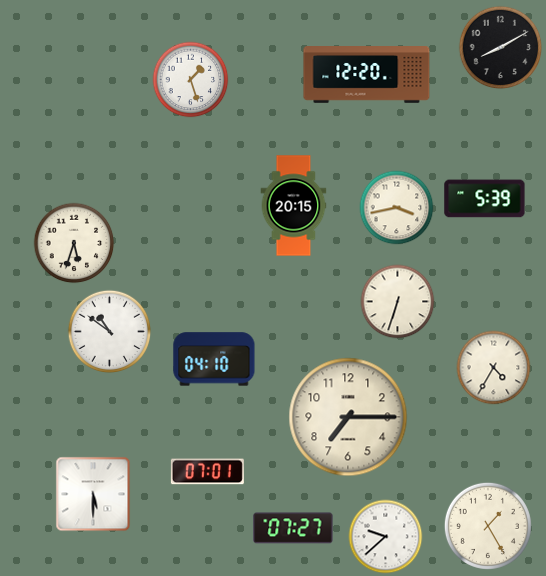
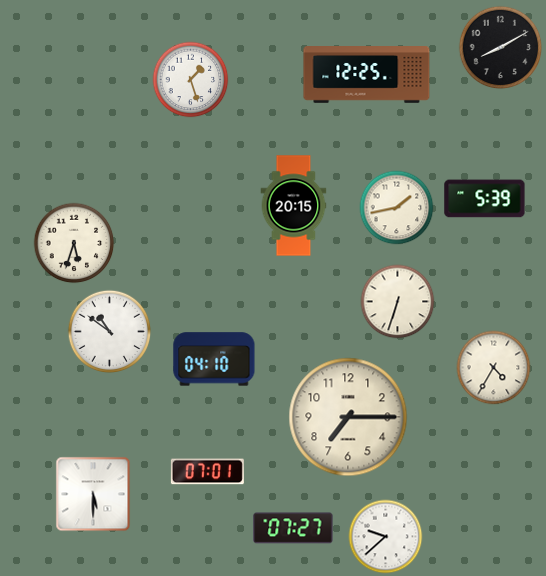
clock at (367, 75): 12:20 -> 12:25
clock at (397, 208): 3:43 -> 1:43
clock at (488, 526): 1:25 -> none
